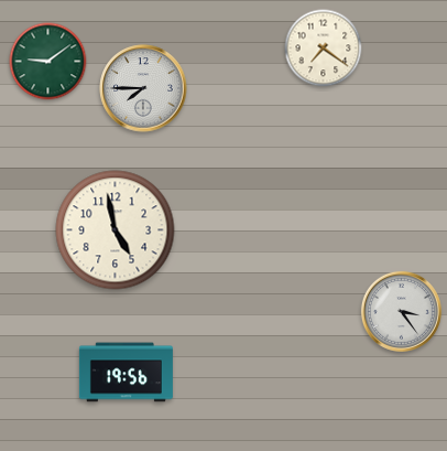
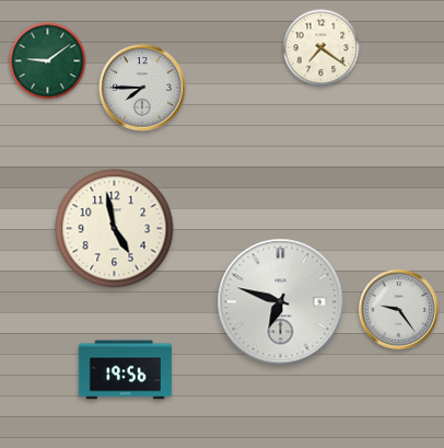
clock at (281, 302): none -> 6:48
clock at (401, 311): 3:24 -> 9:24
